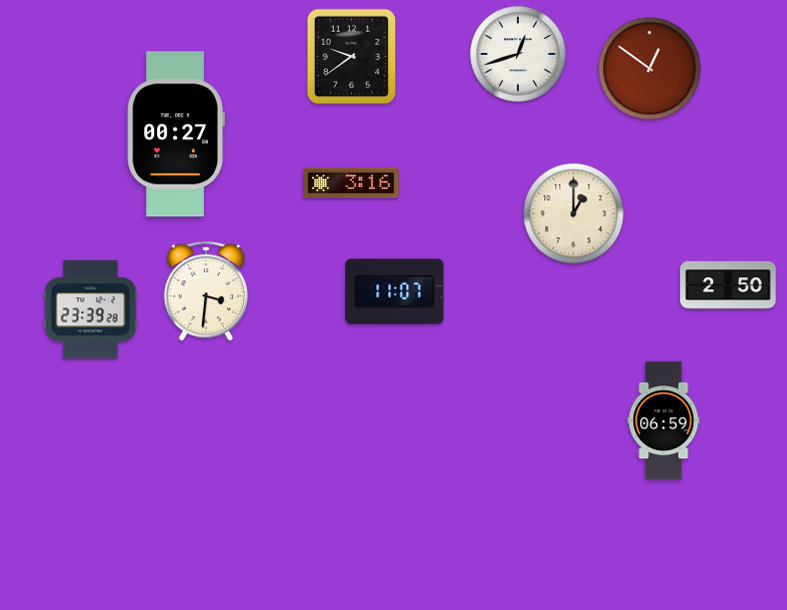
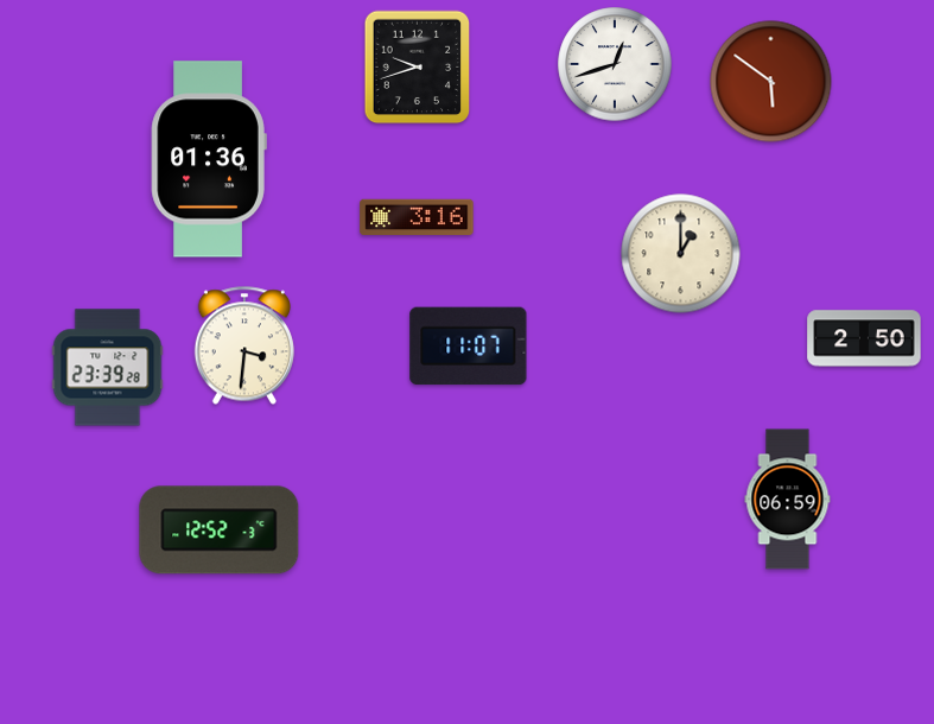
clock at (352, 57): 9:39 -> 9:42
clock at (650, 69): 12:51 -> 5:51
clock at (176, 134): 00:27 -> 01:36
clock at (220, 531): none -> 12:52
